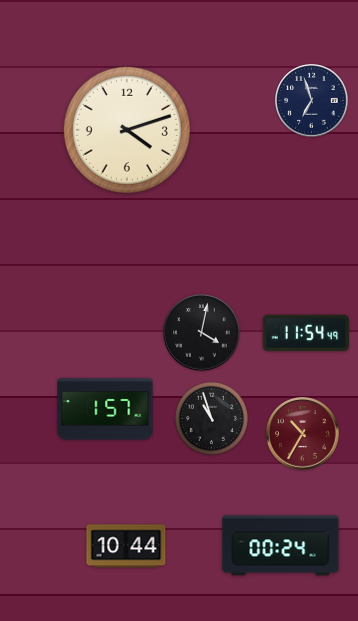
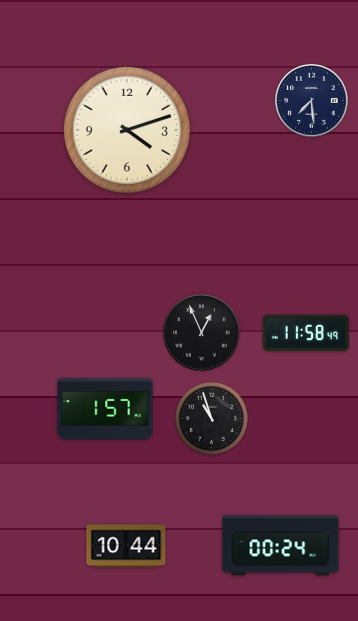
clock at (312, 101): 6:57 -> 7:29
clock at (202, 333): 4:02 -> 12:56
clock at (306, 333): 11:54 -> 11:58
clock at (303, 434): 10:35 -> none
